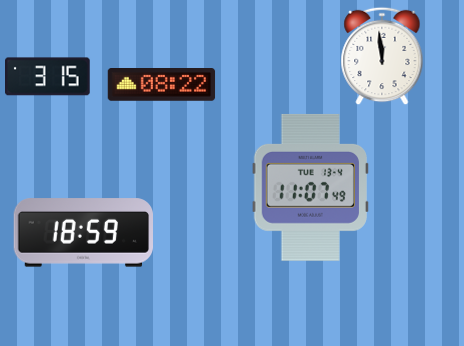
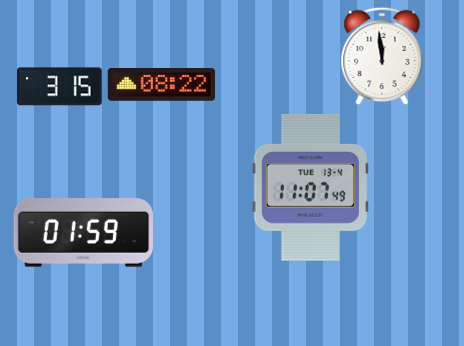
clock at (48, 77) position: (48, 77) -> (60, 87)
clock at (83, 233): 18:59 -> 01:59
